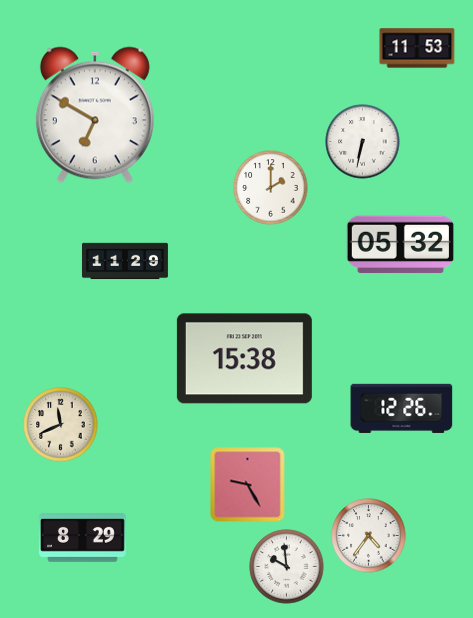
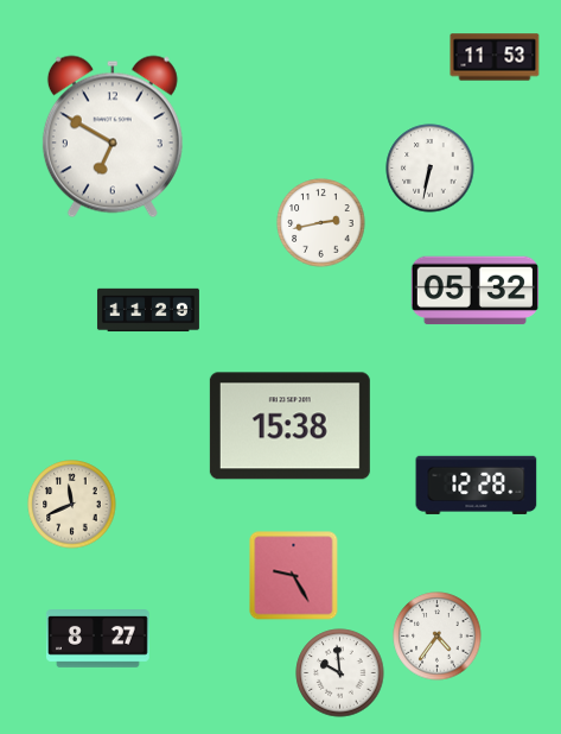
clock at (271, 188): 2:00 -> 2:43
clock at (402, 408): 12:26 -> 12:28
clock at (82, 538): 8:29 -> 8:27
